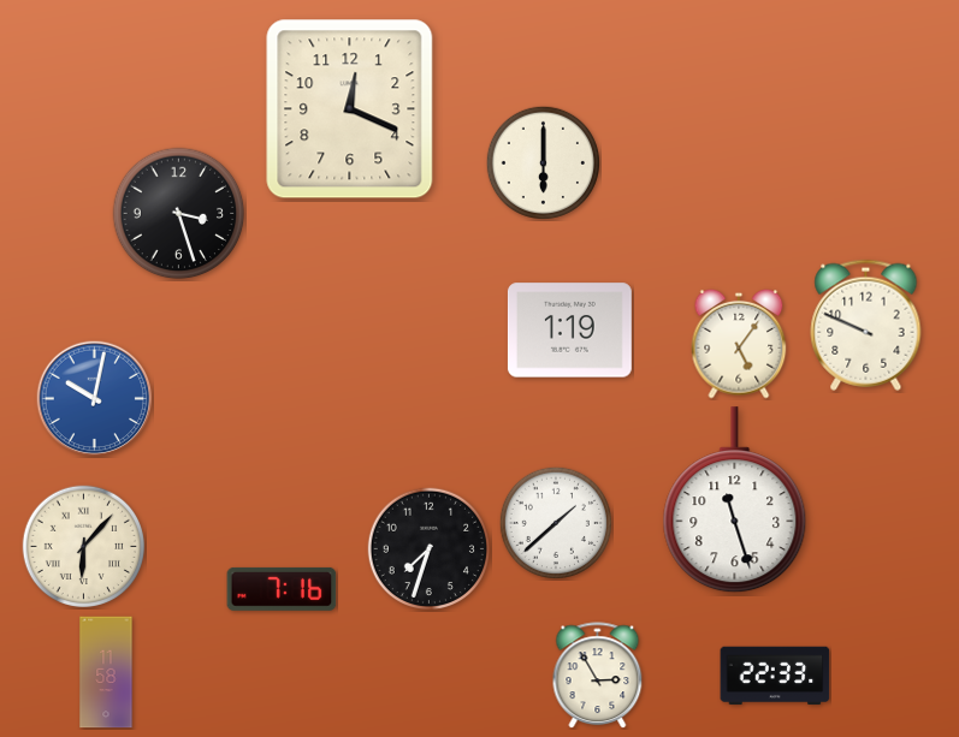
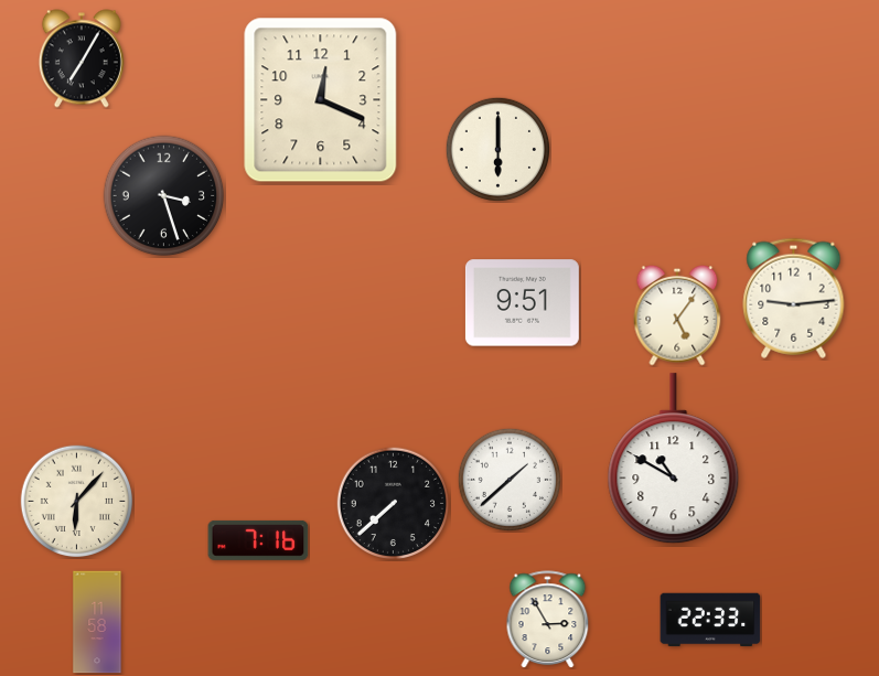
clock at (82, 58): none -> 7:05
clock at (866, 325): 9:49 -> 9:14
clock at (569, 331): 1:19 -> 9:51
clock at (95, 399): 10:02 -> none
clock at (735, 500): 11:27 -> 10:50
clock at (430, 549): 7:33 -> 7:38
clock at (106, 672) position: (106, 672) -> (97, 622)
